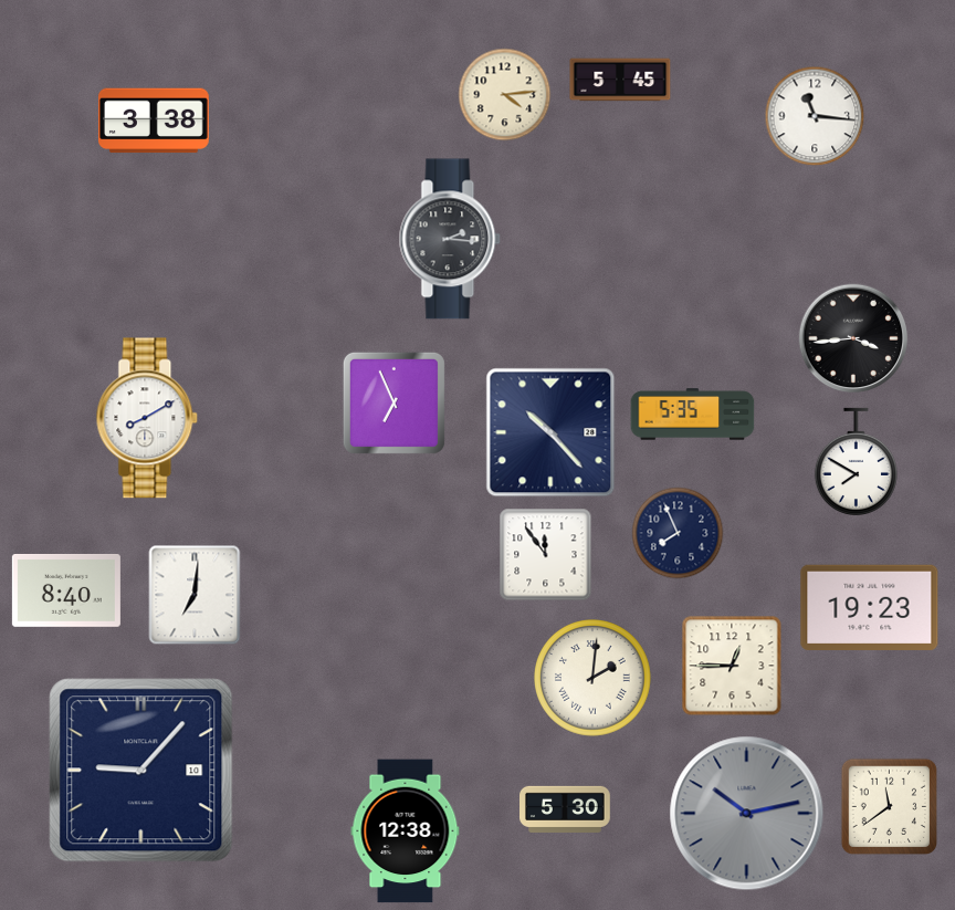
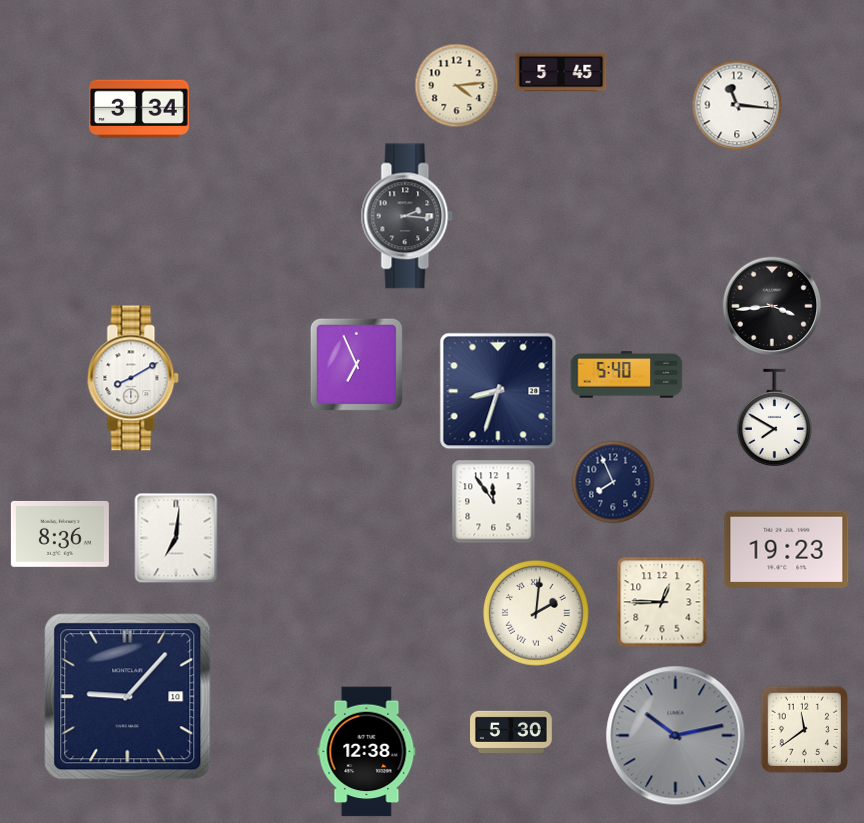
clock at (154, 121): 3:38 -> 3:34
clock at (693, 415): 5:35 -> 5:40
clock at (550, 432): 10:23 -> 8:33
clock at (66, 590): 8:40 -> 8:36
